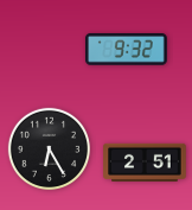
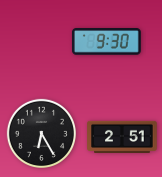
clock at (126, 50): 9:32 -> 9:30
clock at (49, 148) position: (49, 148) -> (41, 133)
